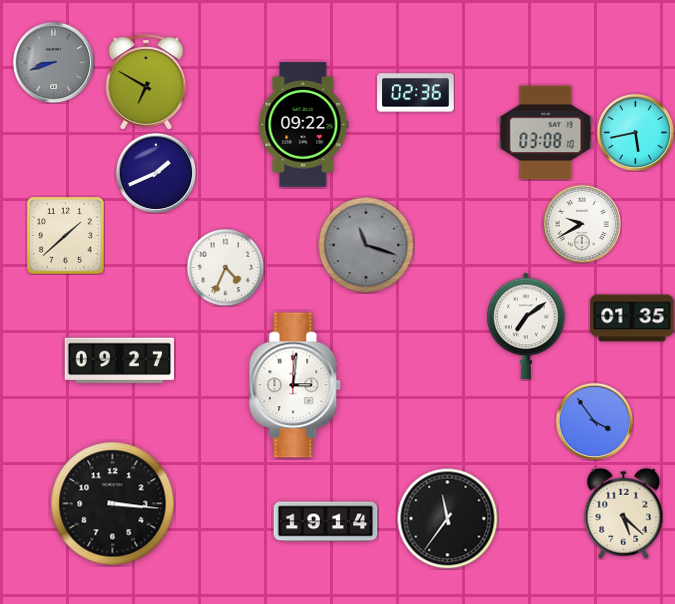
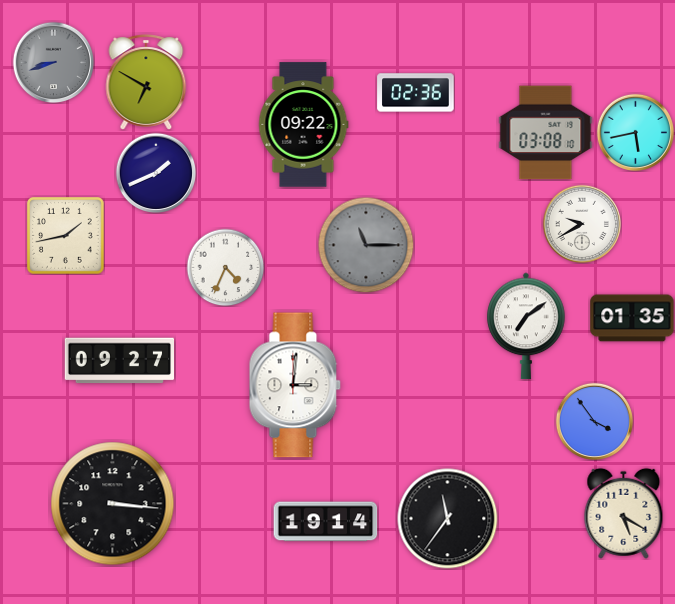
clock at (66, 236): 1:38 -> 1:43
clock at (366, 245): 11:18 -> 11:15
clock at (624, 513): 5:22 -> 5:20
